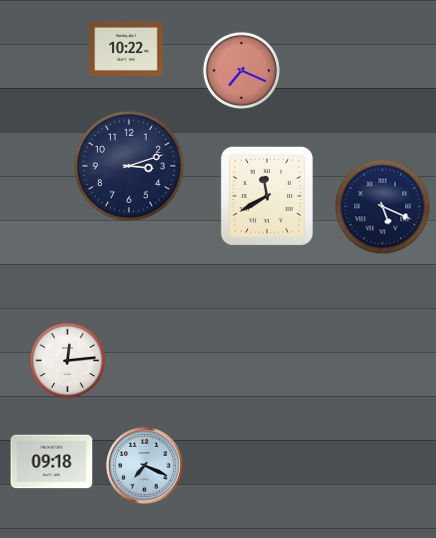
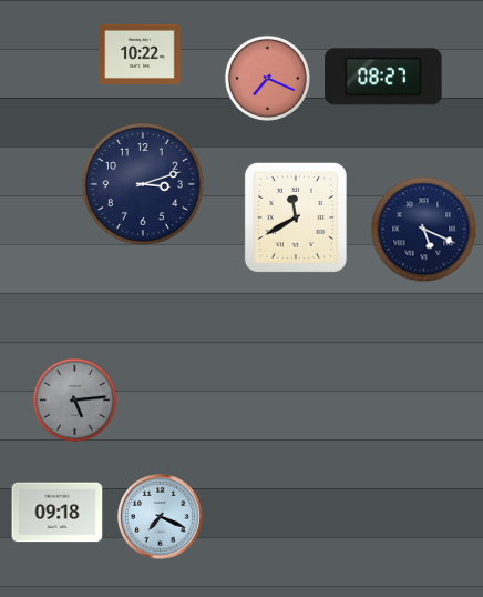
clock at (383, 77): none -> 08:27
clock at (67, 360): 12:14 -> 5:14
clock at (67, 360) dial: white -> grey
